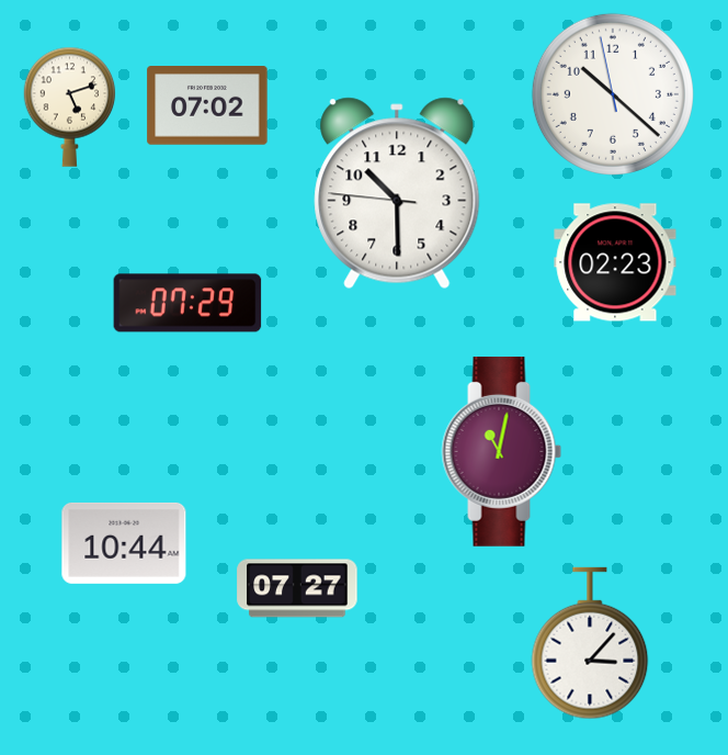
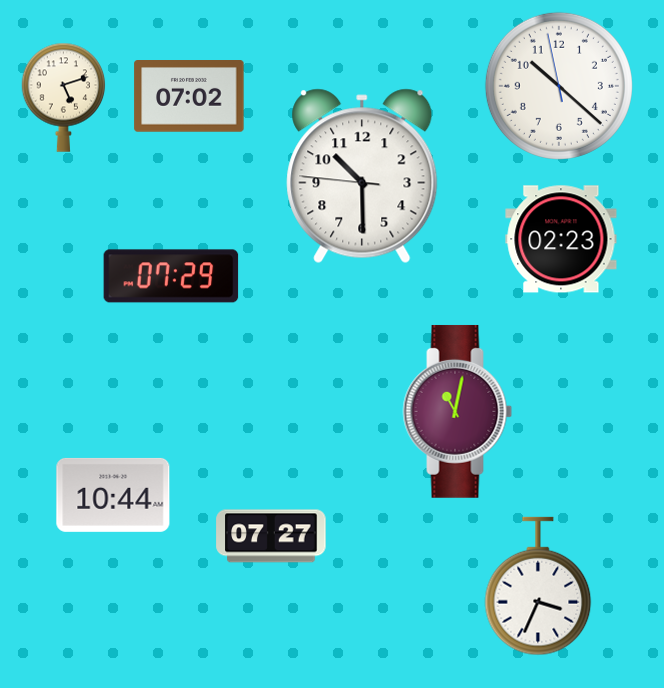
clock at (590, 643): 3:07 -> 3:34
